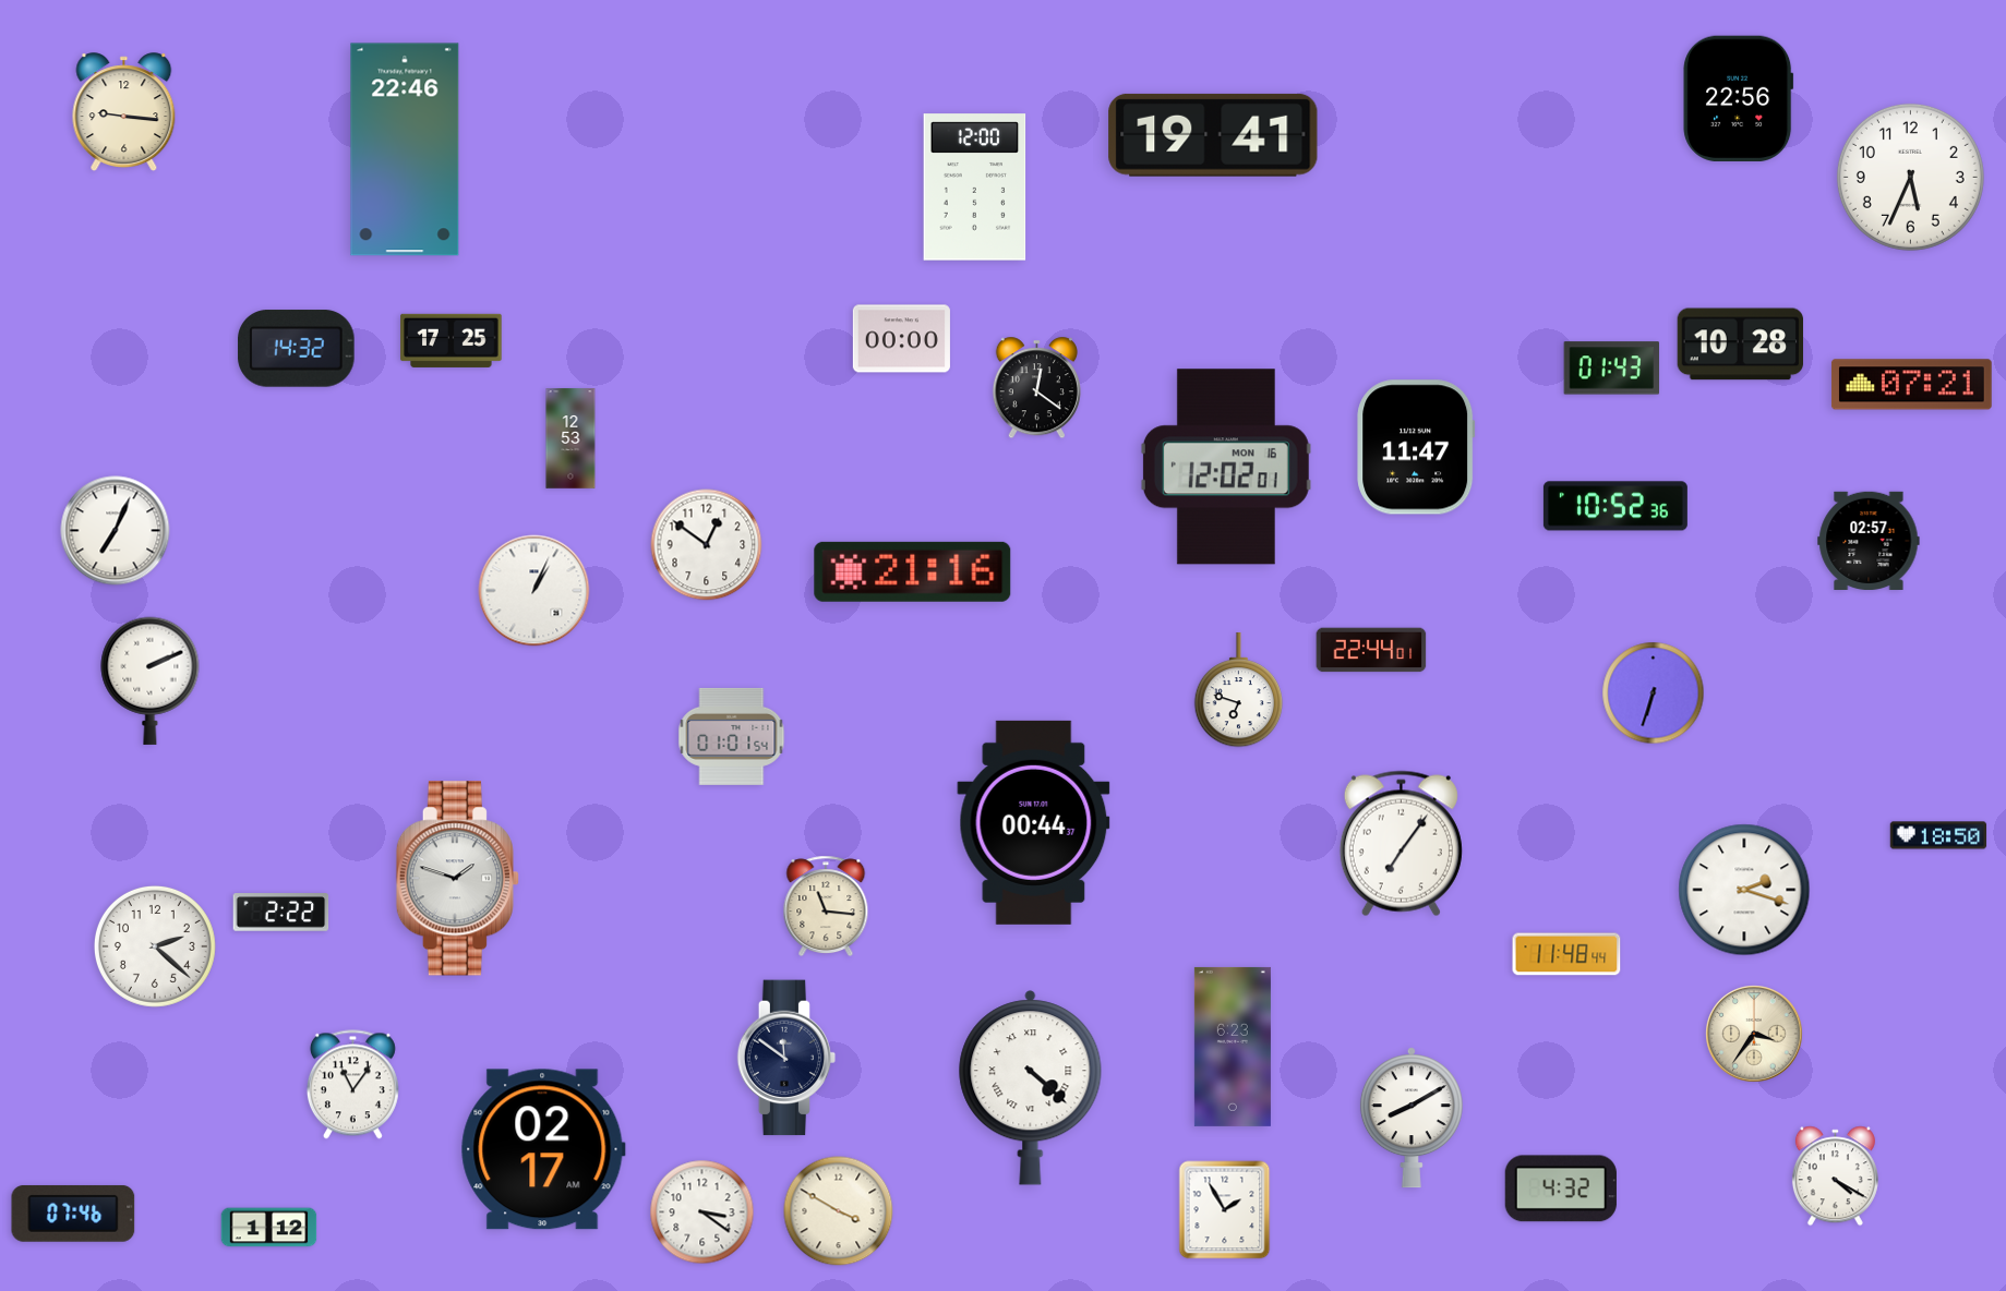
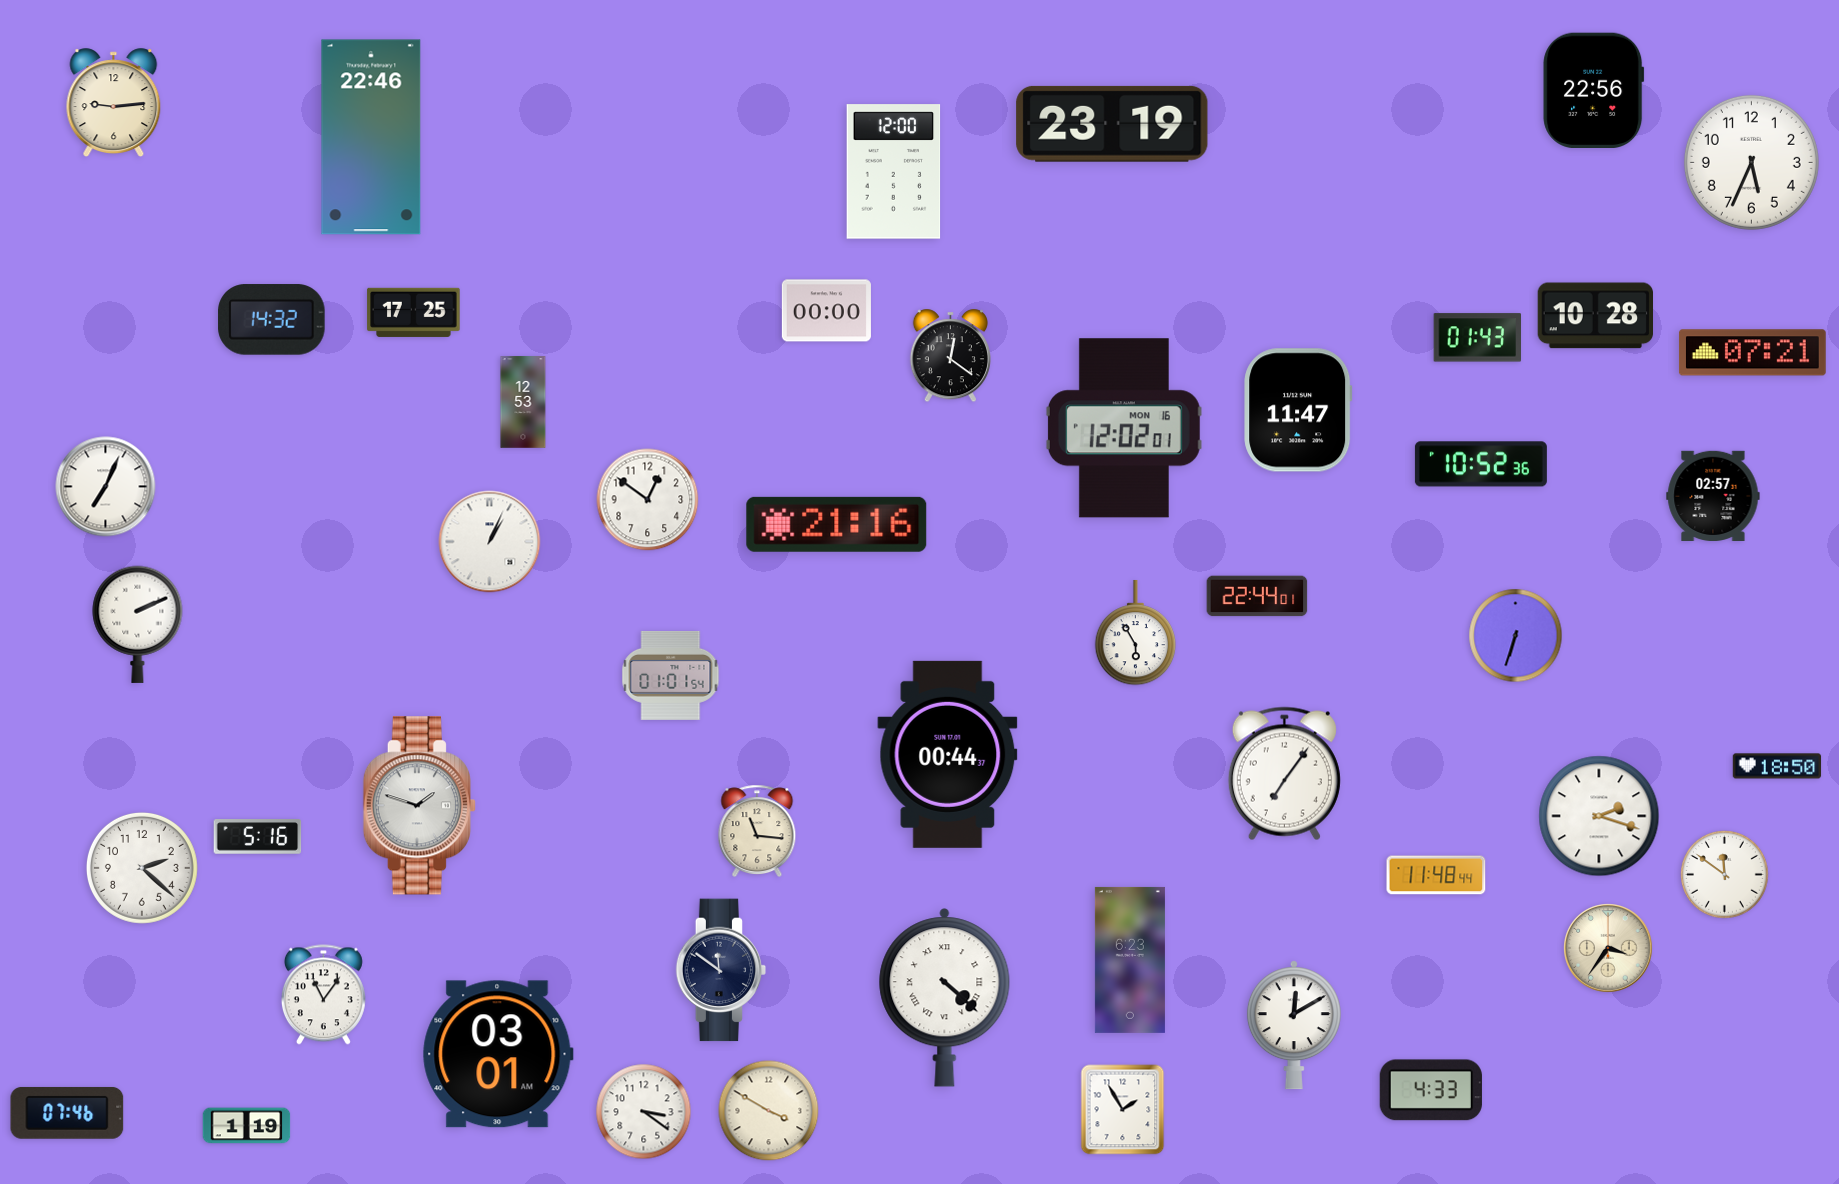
clock at (124, 111): 9:16 -> 9:14
clock at (1213, 135): 19:41 -> 23:19
clock at (1239, 690): 6:48 -> 5:55
clock at (281, 913): 2:22 -> 5:16
clock at (1725, 875): none -> 11:51
clock at (1412, 1118): 8:10 -> 12:10
clock at (543, 1149): 02:17 -> 03:01
clock at (1835, 1177): 4:20 -> none
clock at (1561, 1189): 4:32 -> 4:33
clock at (269, 1228): 1:12 -> 1:19
